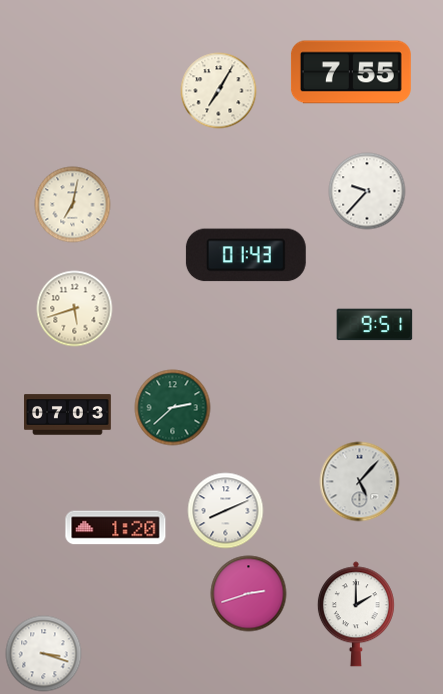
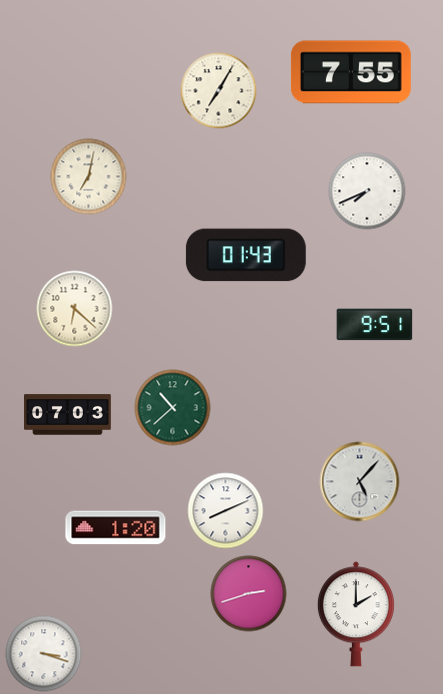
clock at (367, 191): 9:37 -> 7:41
clock at (73, 205) position: (73, 205) -> (89, 177)
clock at (75, 309): 5:42 -> 6:22
clock at (173, 408): 2:38 -> 10:38
